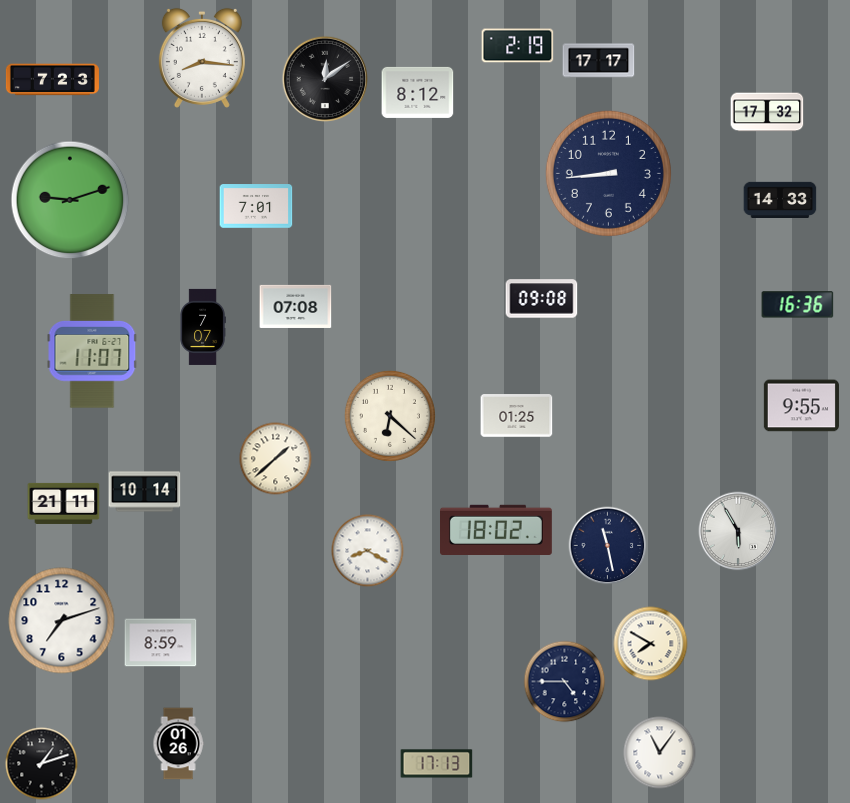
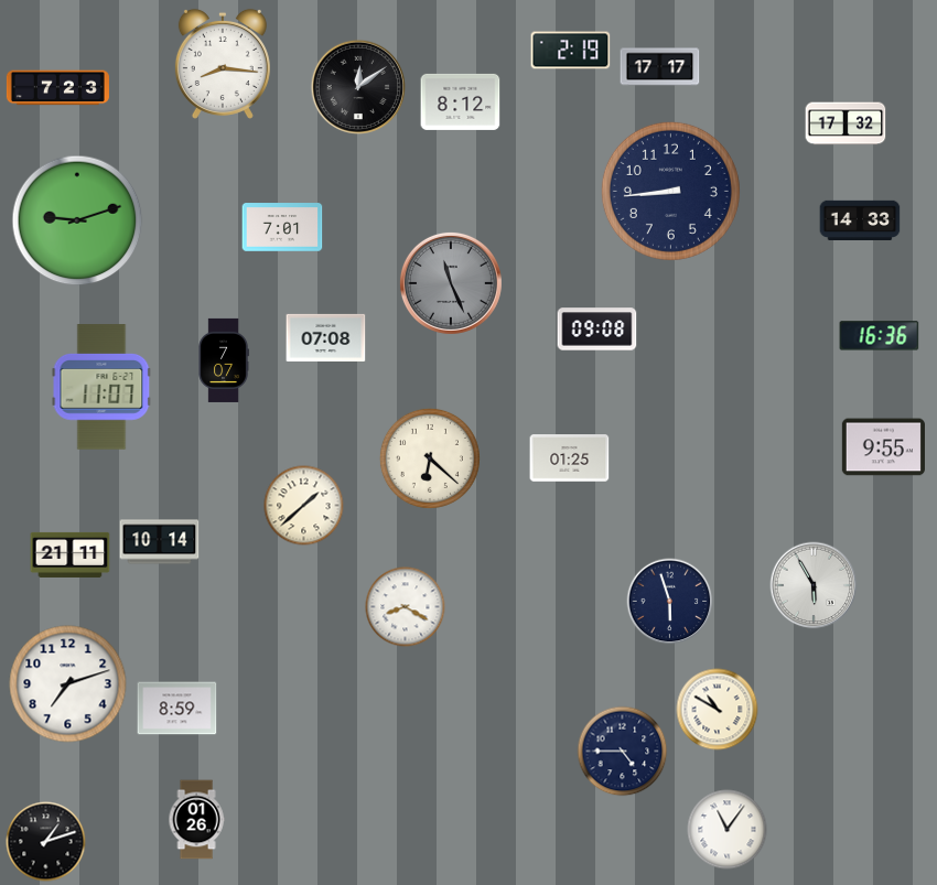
clock at (451, 283): none -> 11:26
clock at (497, 529): 18:02 -> none
clock at (608, 546): 11:28 -> 5:57
clock at (651, 644): 7:50 -> 10:50
clock at (437, 764): 17:13 -> none
